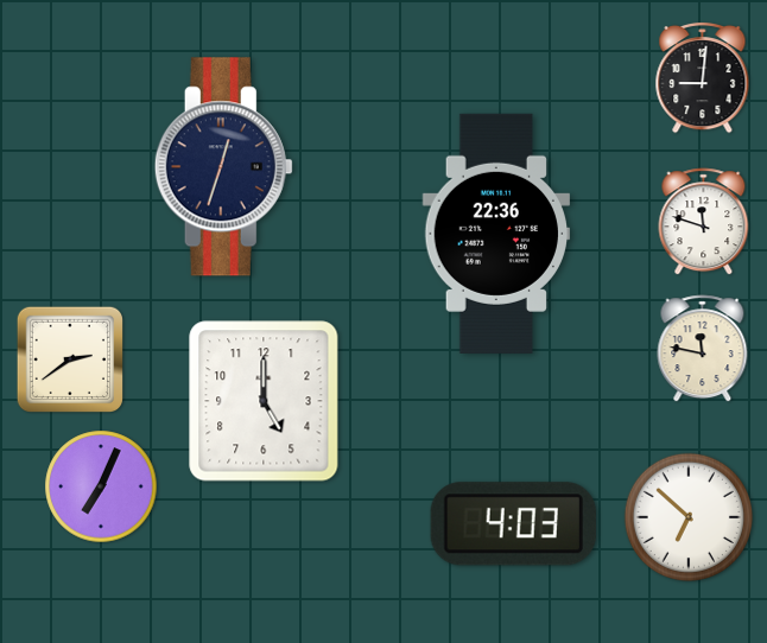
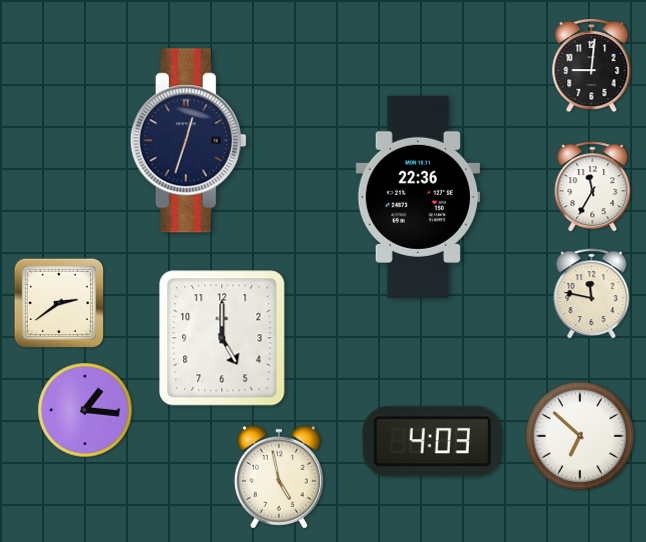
clock at (704, 222): 11:48 -> 11:35
clock at (101, 486): 7:04 -> 1:16
clock at (279, 477): none -> 4:58
